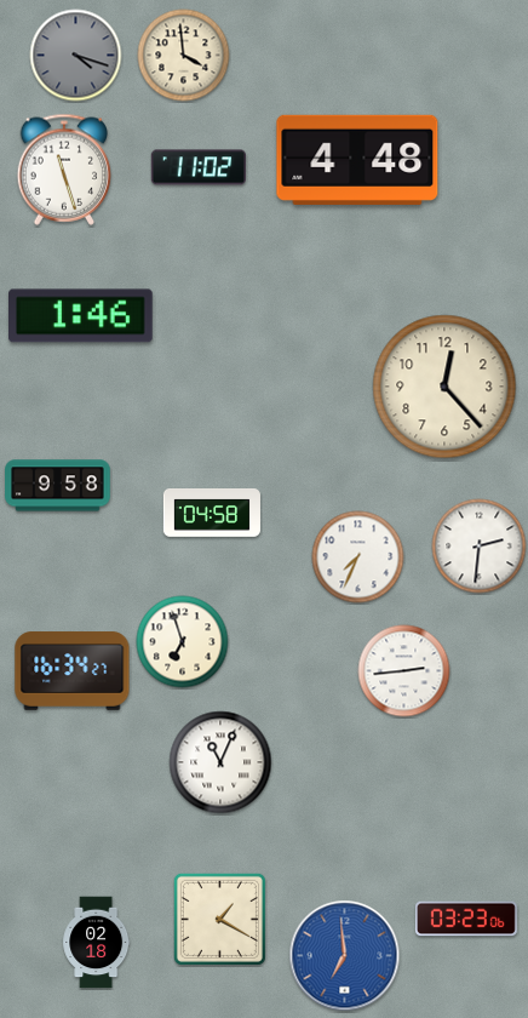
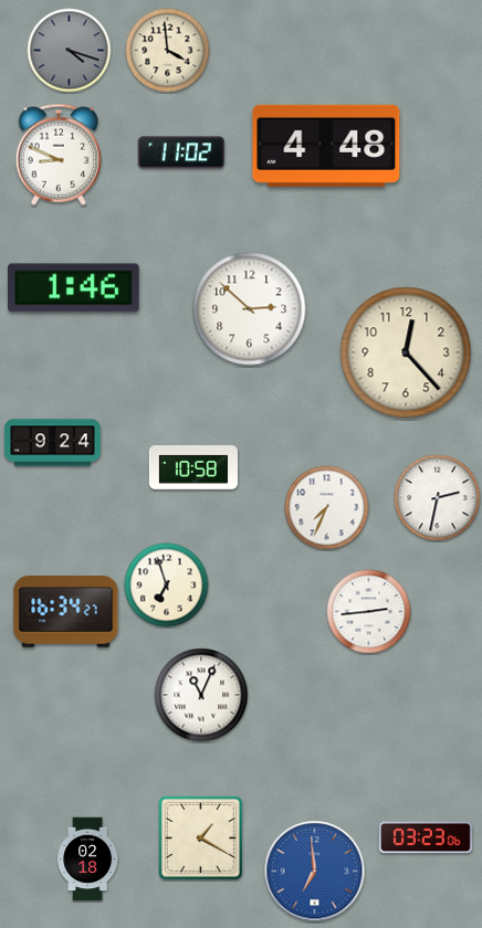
clock at (64, 170): 11:27 -> 8:49
clock at (250, 309): none -> 2:52
clock at (58, 486): 9:58 -> 9:24
clock at (212, 514): 04:58 -> 10:58
clock at (480, 547): 2:31 -> 2:32
